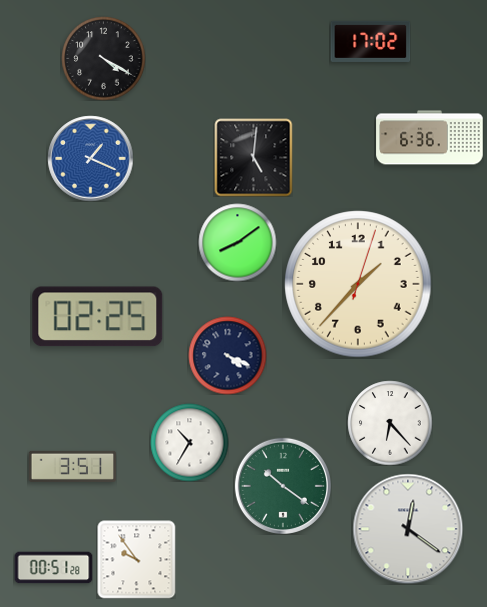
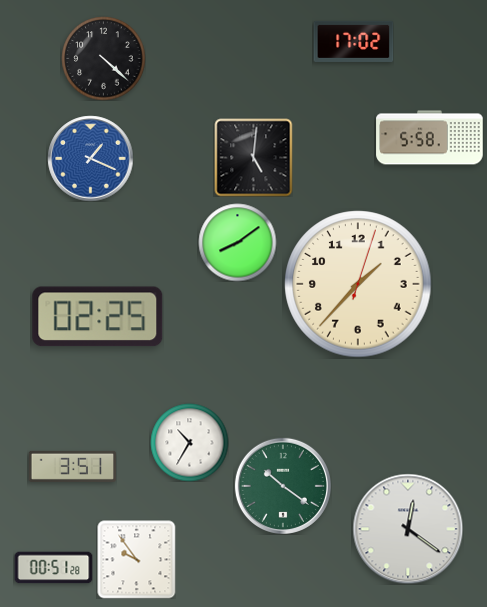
clock at (370, 41) position: (370, 41) -> (353, 41)
clock at (103, 58): 4:20 -> 4:22
clock at (430, 138): 6:36 -> 5:58
clock at (227, 355): 4:19 -> none
clock at (390, 423): 6:23 -> none
